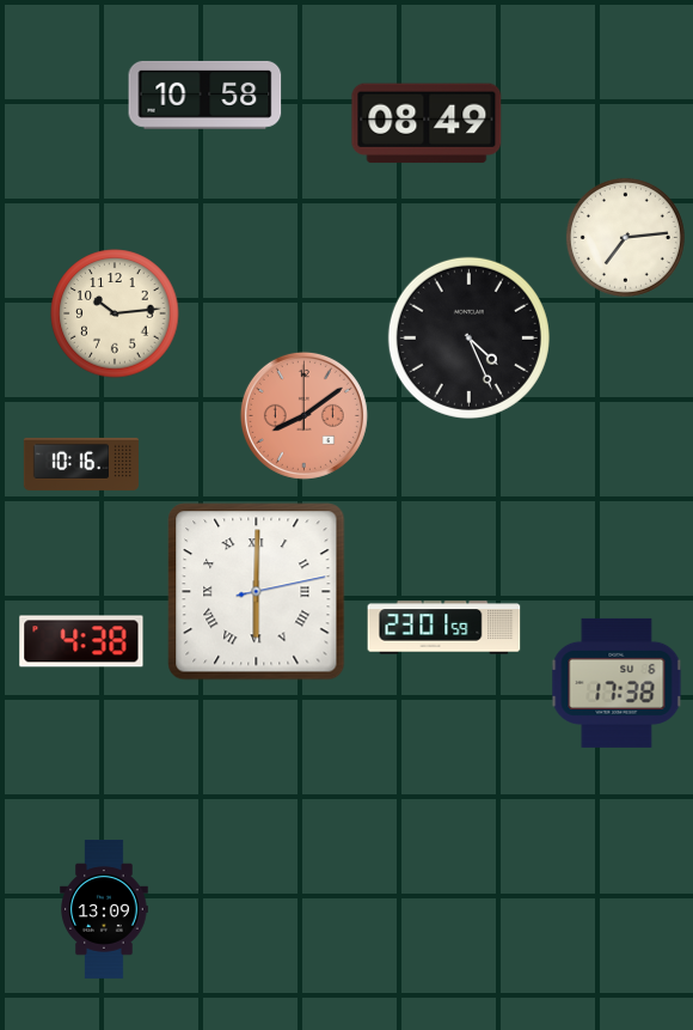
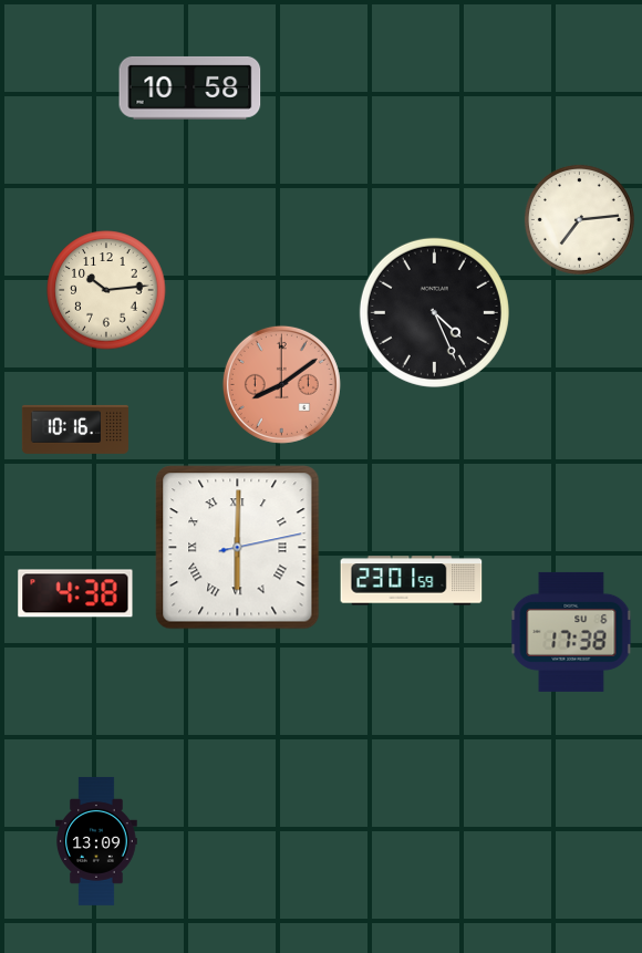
clock at (427, 123): 08:49 -> none
